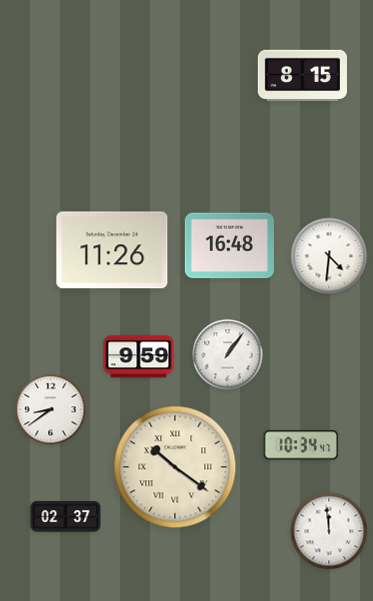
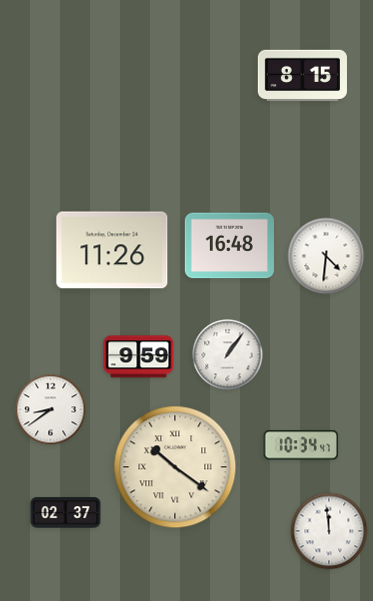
clock at (329, 256) position: (329, 256) -> (326, 256)
clock at (66, 517) position: (66, 517) -> (66, 513)
